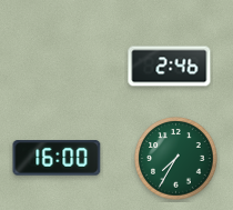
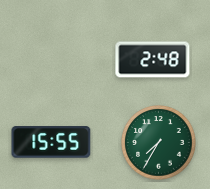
clock at (170, 67): 2:46 -> 2:48
clock at (57, 158): 16:00 -> 15:55
